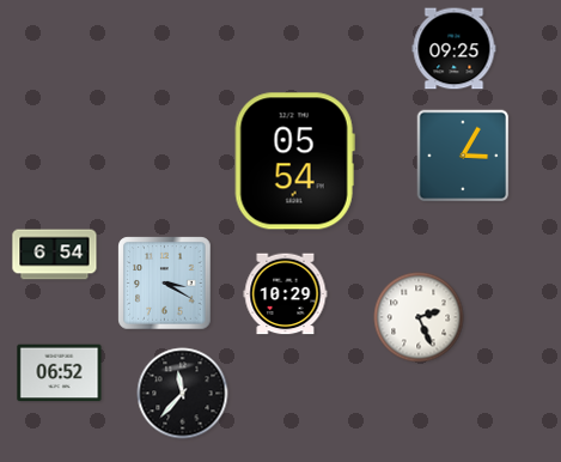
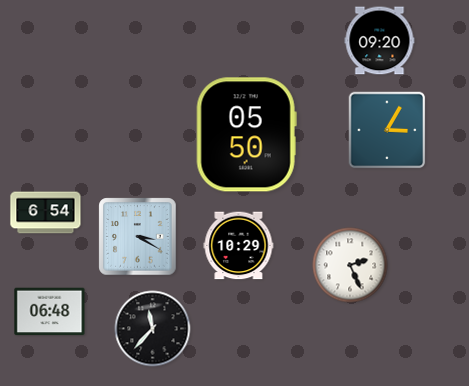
clock at (455, 49): 09:25 -> 09:20
clock at (294, 162): 05:54 -> 05:50
clock at (60, 373): 06:52 -> 06:48
